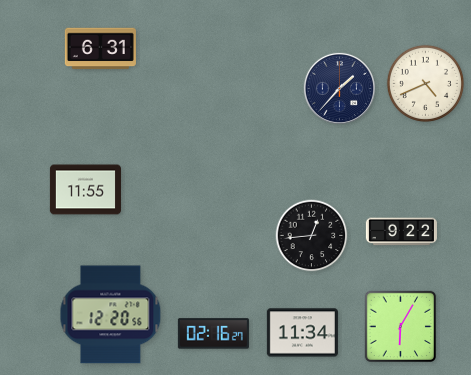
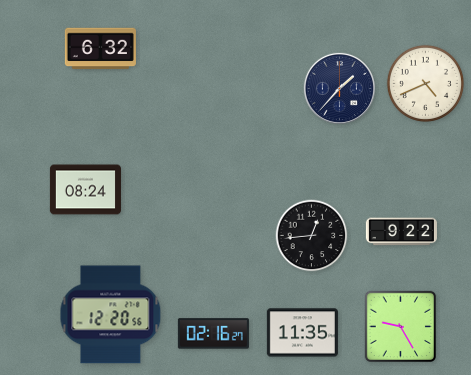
clock at (100, 49): 6:31 -> 6:32
clock at (85, 190): 11:55 -> 08:24
clock at (400, 326): 6:05 -> 9:25
clock at (302, 333): 11:34 -> 11:35
